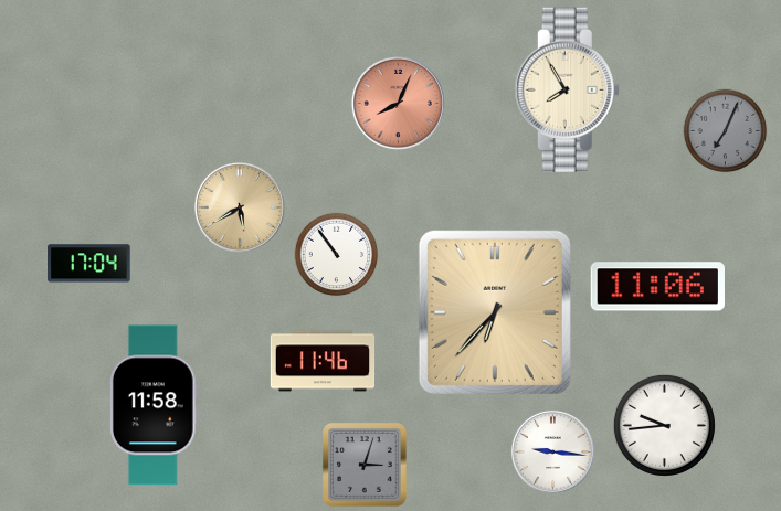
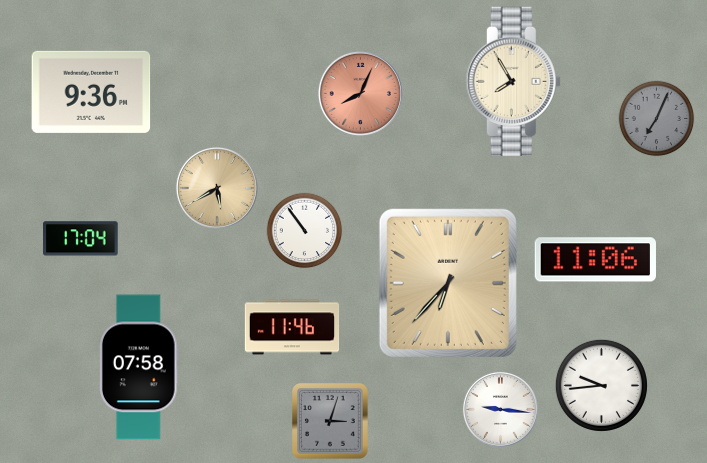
clock at (91, 92): none -> 9:36
clock at (154, 405): 11:58 -> 07:58
